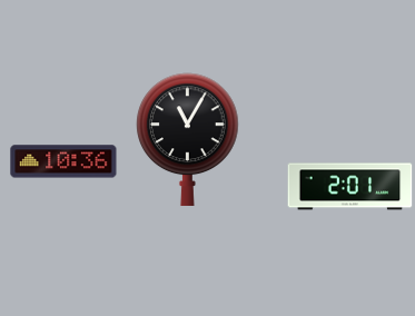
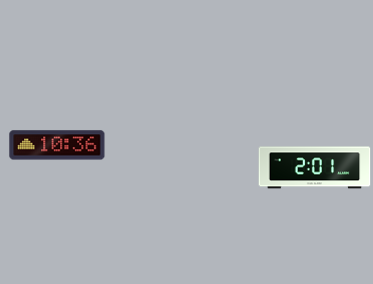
clock at (188, 139): 11:05 -> none
